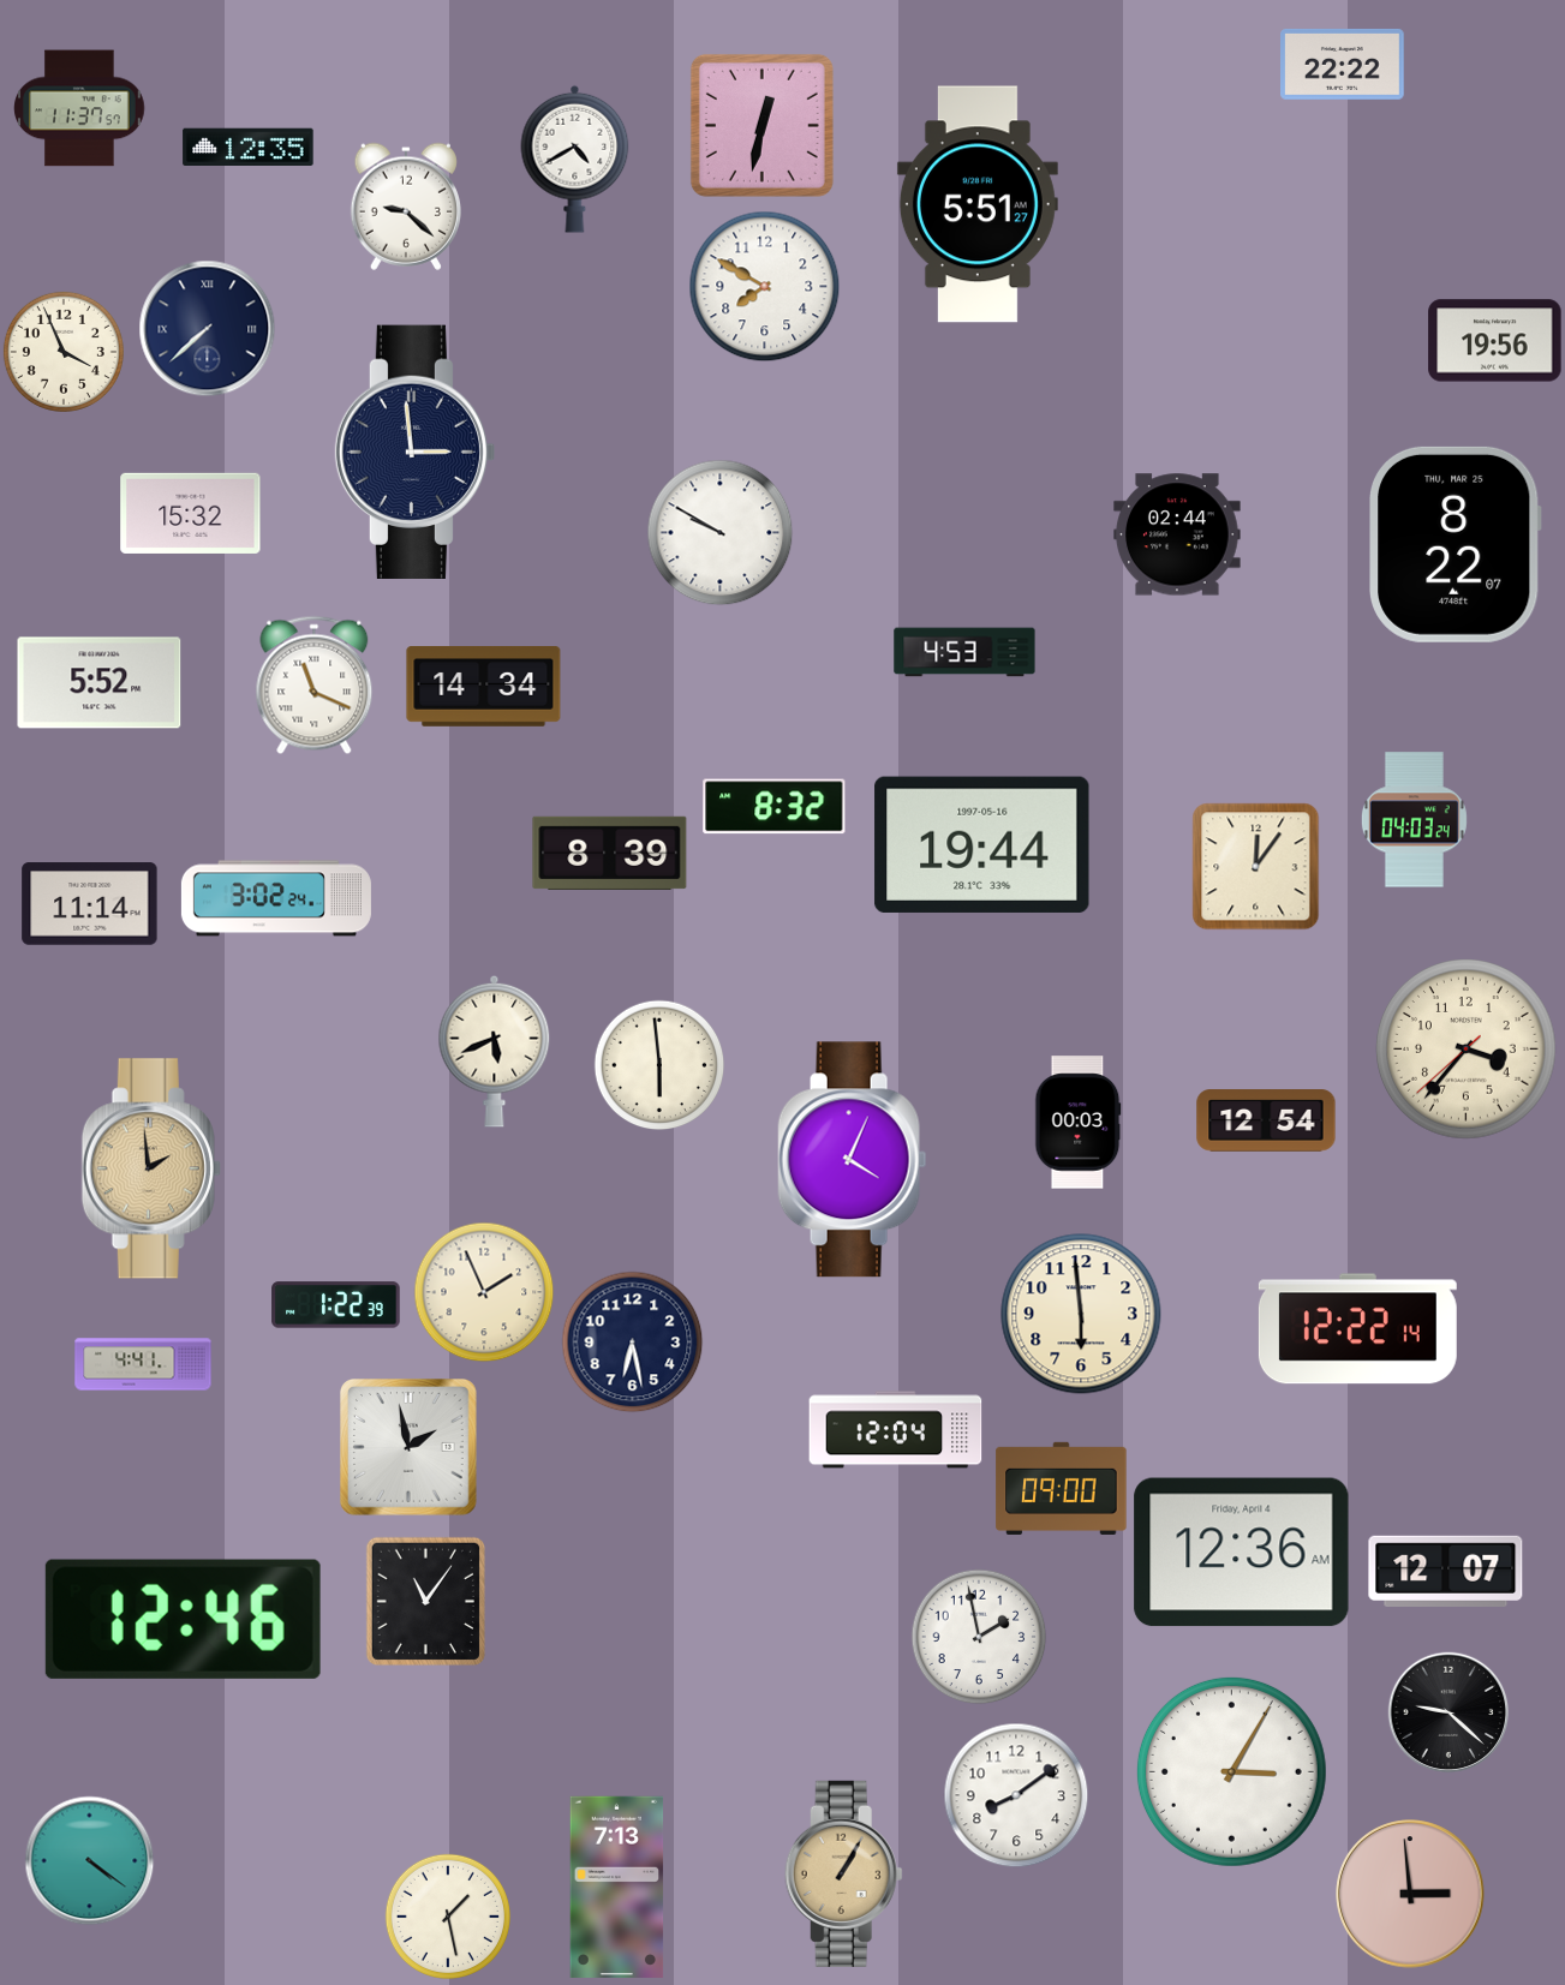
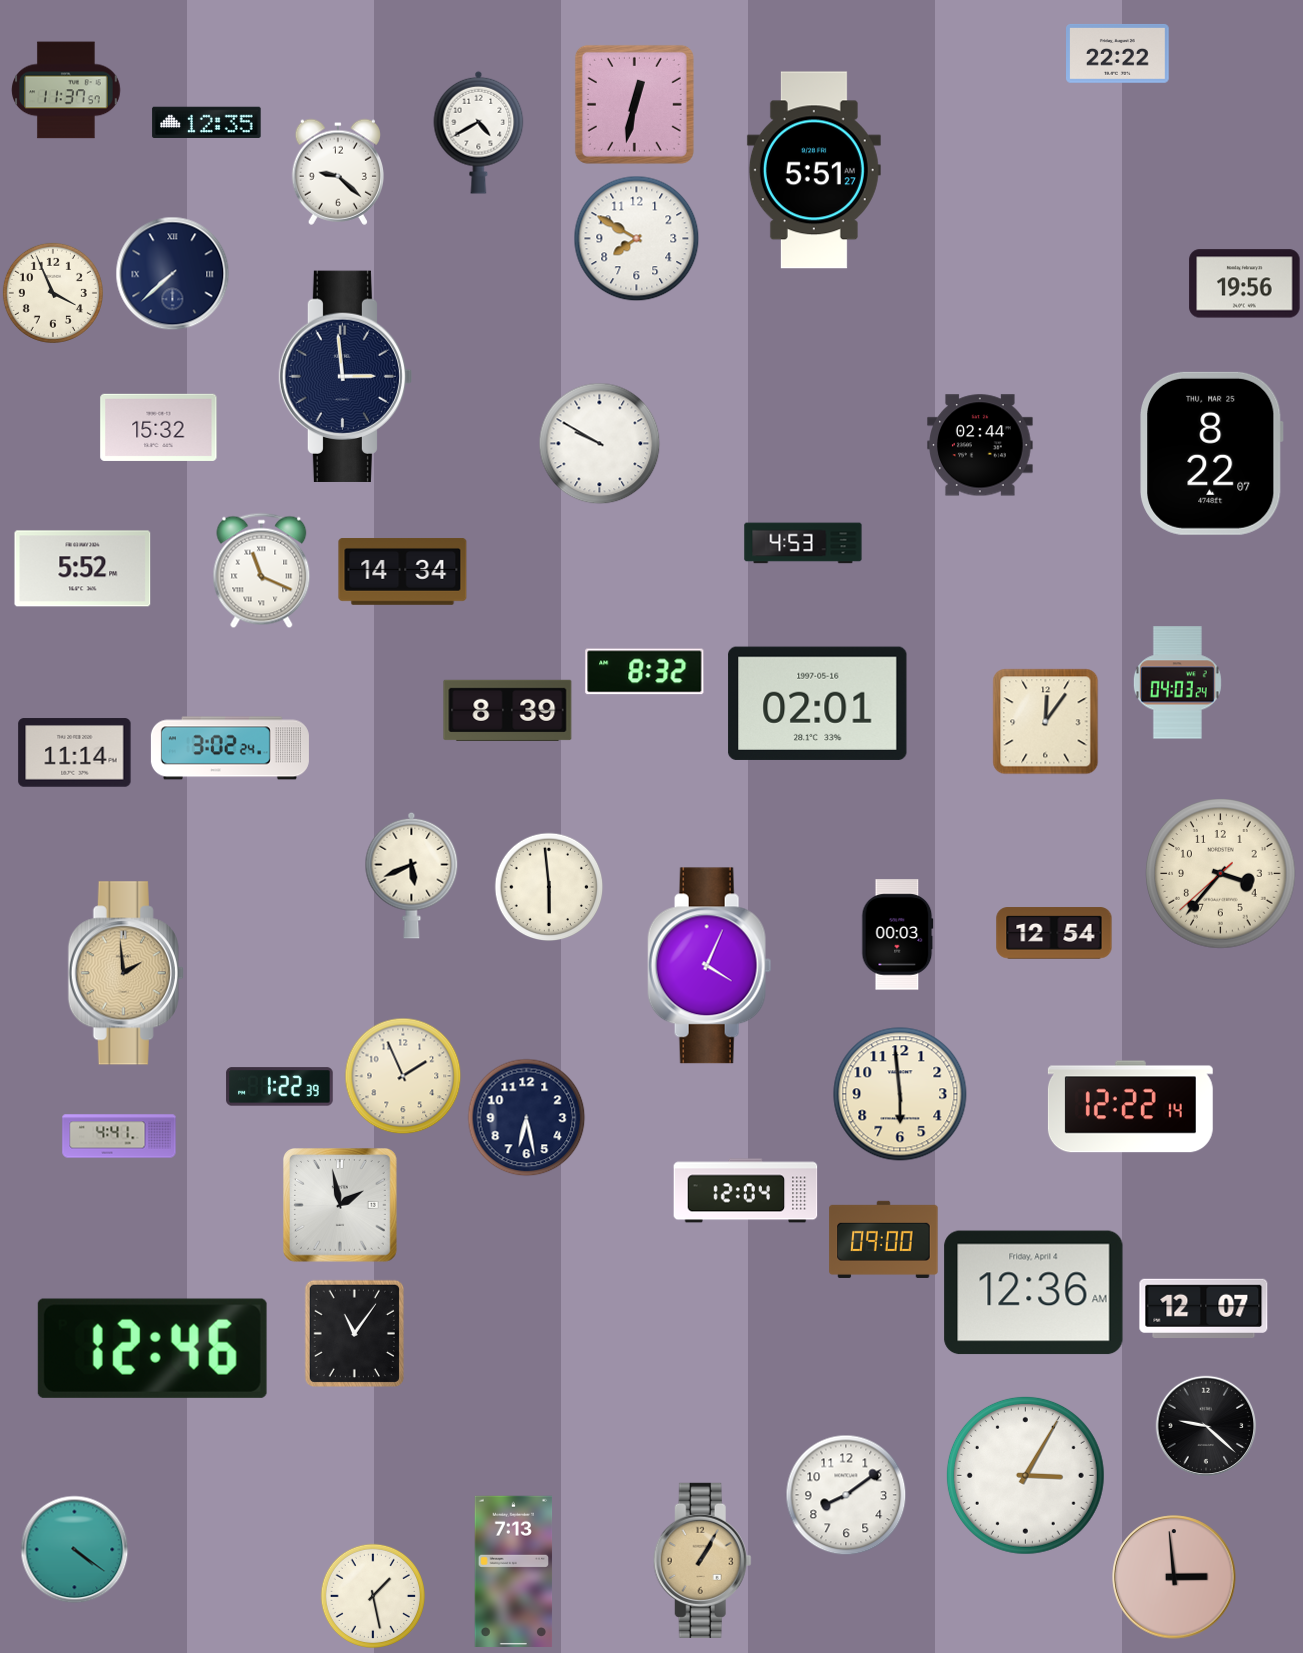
clock at (982, 844): 19:44 -> 02:01
clock at (979, 1637): 1:58 -> none
